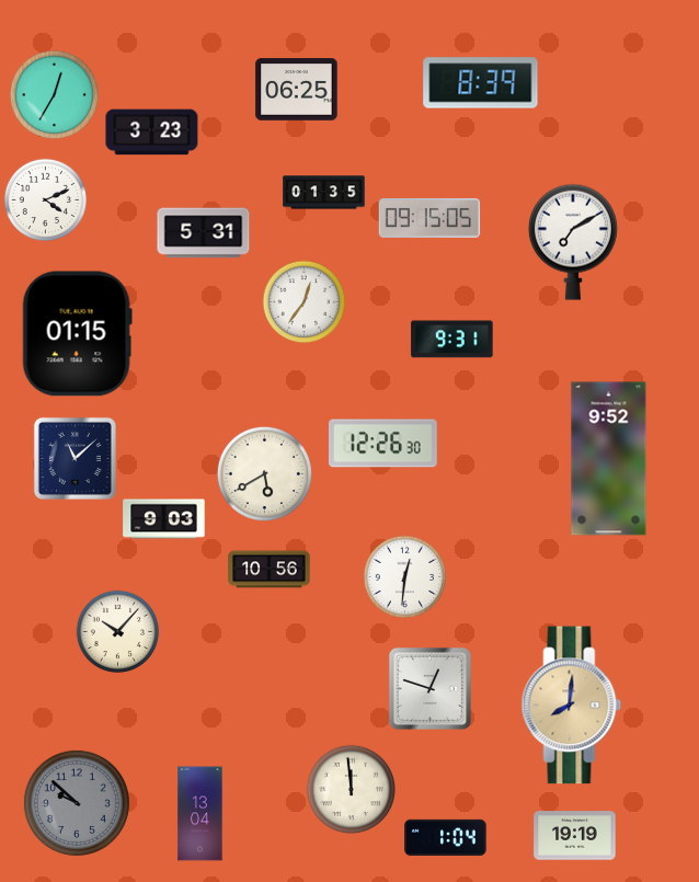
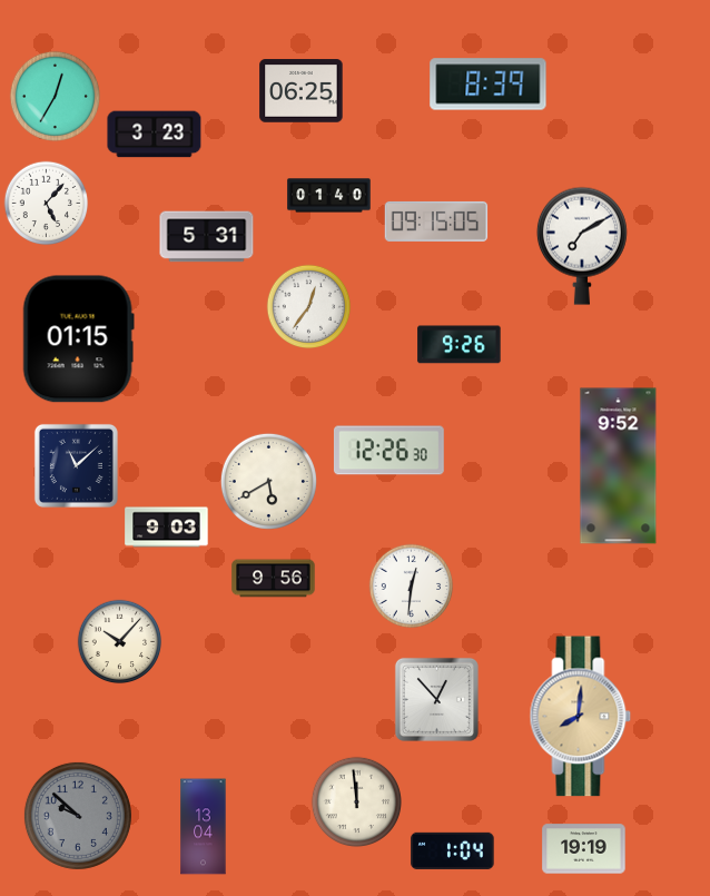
clock at (324, 193): 01:35 -> 01:40
clock at (46, 201): 4:11 -> 5:07
clock at (452, 340): 9:31 -> 9:26
clock at (270, 570): 10:56 -> 9:56
clock at (429, 688): 12:48 -> 12:53
